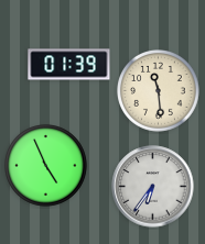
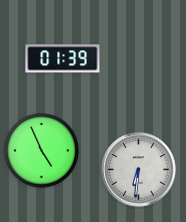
clock at (159, 91): 11:29 -> none
clock at (153, 187): 6:36 -> 6:31
